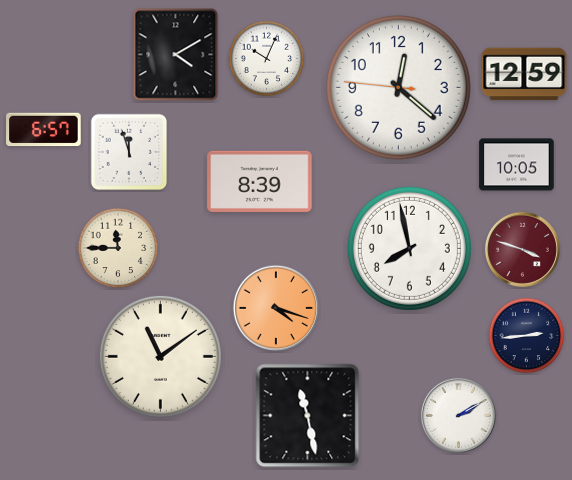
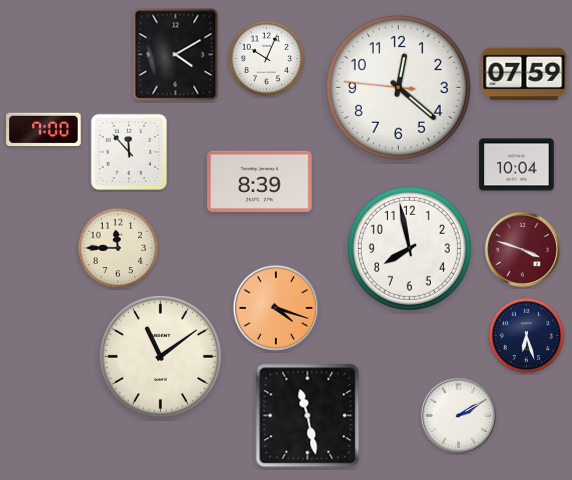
clock at (524, 74): 12:59 -> 07:59
clock at (44, 130): 6:57 -> 7:00
clock at (129, 152): 11:57 -> 11:53
clock at (517, 165): 10:05 -> 10:04
clock at (527, 336): 2:44 -> 6:27
